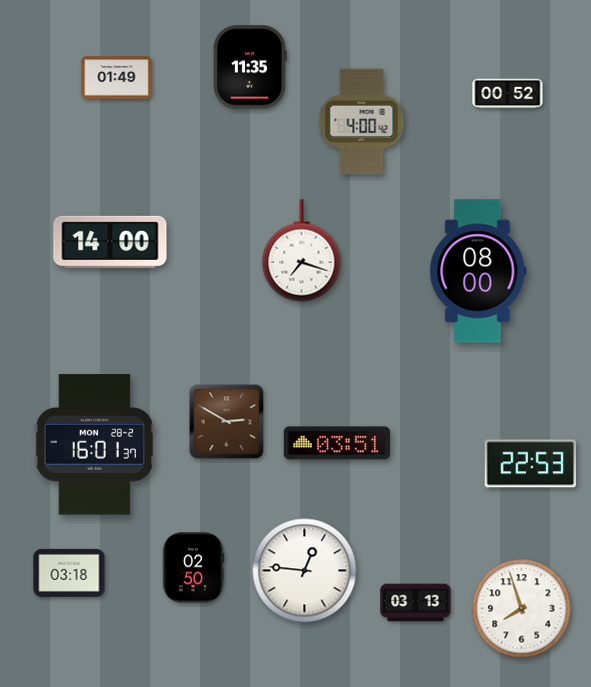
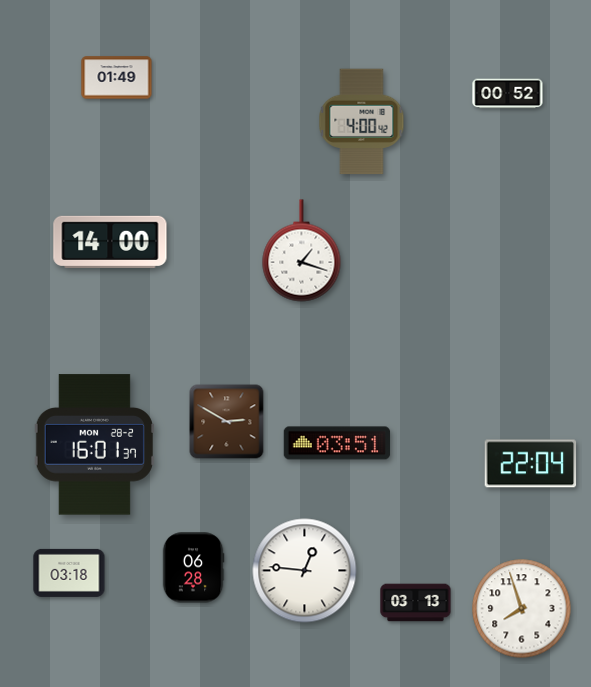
clock at (251, 67): 11:35 -> none
clock at (302, 251): 7:18 -> 1:18
clock at (478, 271): 08:00 -> none
clock at (531, 464): 22:53 -> 22:04
clock at (193, 568): 02:50 -> 06:28
